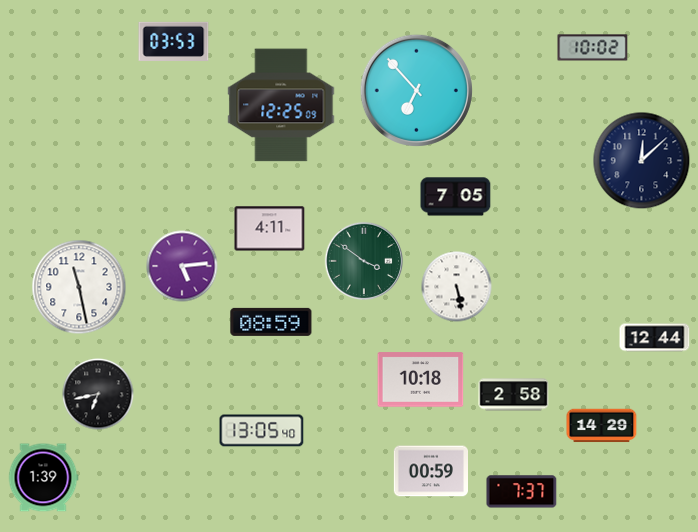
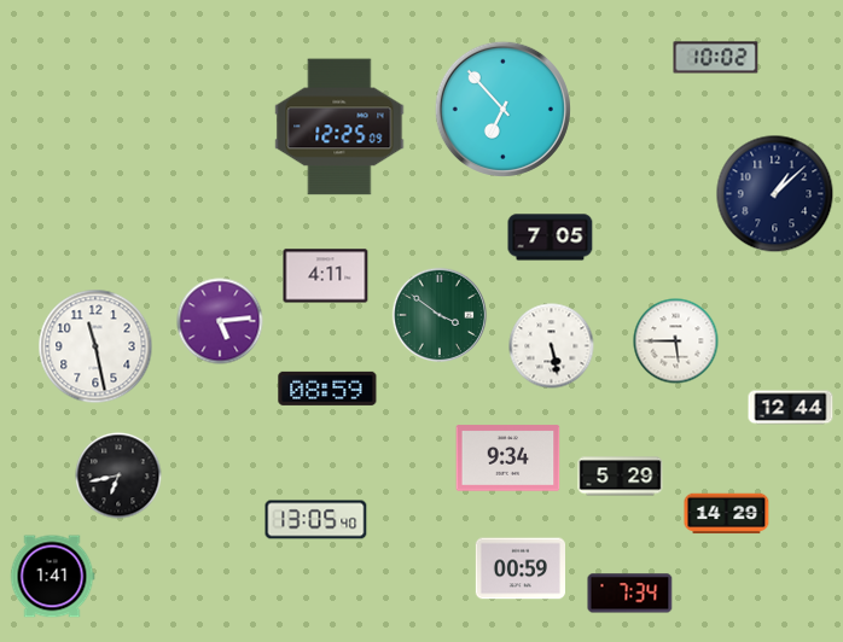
clock at (174, 41): 03:53 -> none
clock at (642, 161): 12:08 -> 1:08
clock at (676, 342): none -> 5:45
clock at (421, 380): 10:18 -> 9:34
clock at (514, 395): 2:58 -> 5:29
clock at (43, 478): 1:39 -> 1:41
clock at (522, 492): 7:37 -> 7:34
